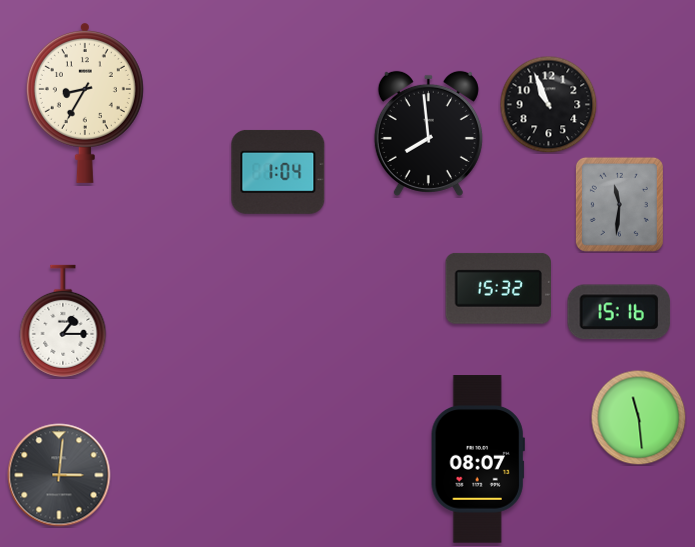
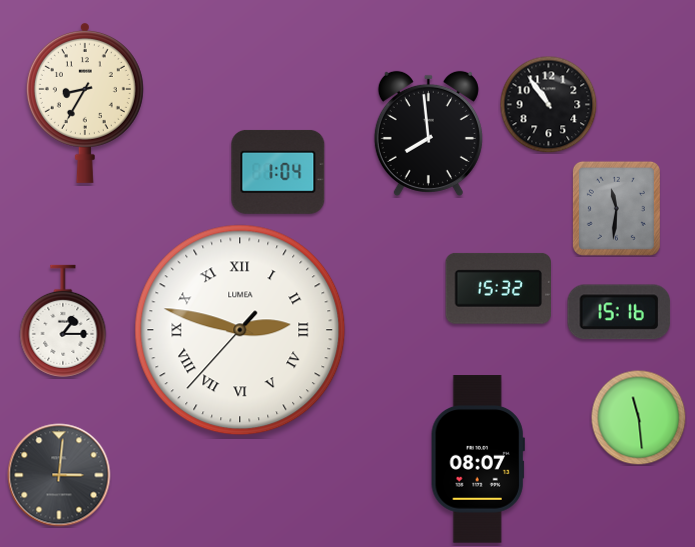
clock at (548, 104): 10:56 -> 10:54
clock at (619, 204) position: (619, 204) -> (616, 208)
clock at (240, 330): none -> 2:47
